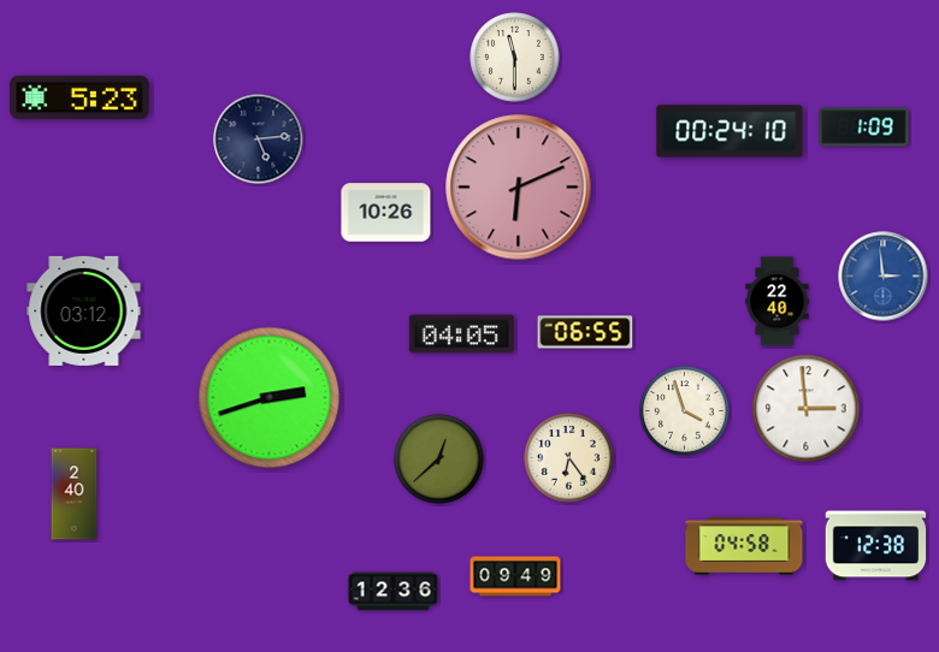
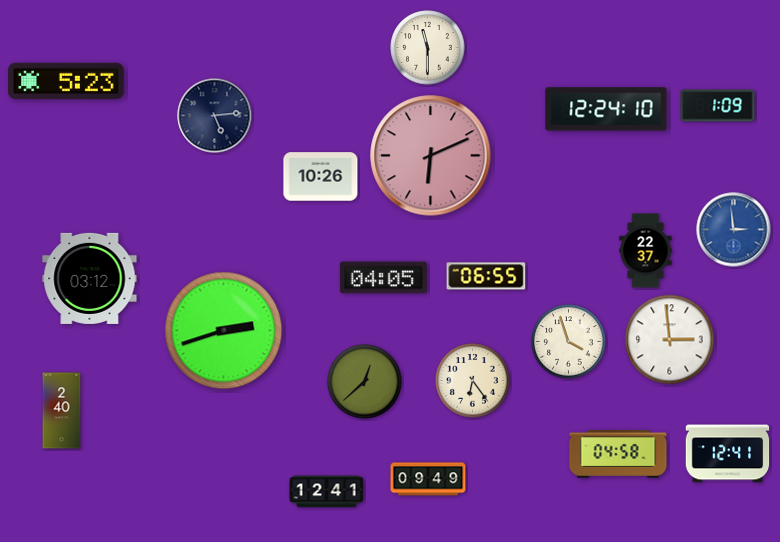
clock at (730, 131): 00:24 -> 12:24
clock at (778, 302): 22:40 -> 22:37
clock at (84, 310) position: (84, 310) -> (90, 278)
clock at (876, 546): 12:38 -> 12:41
clock at (394, 592): 12:36 -> 12:41
